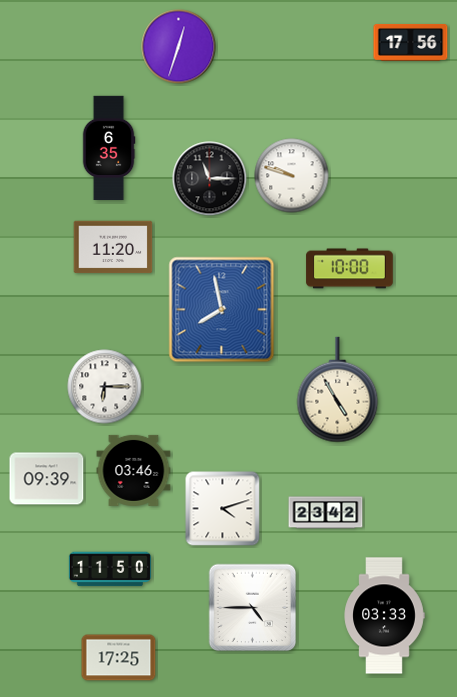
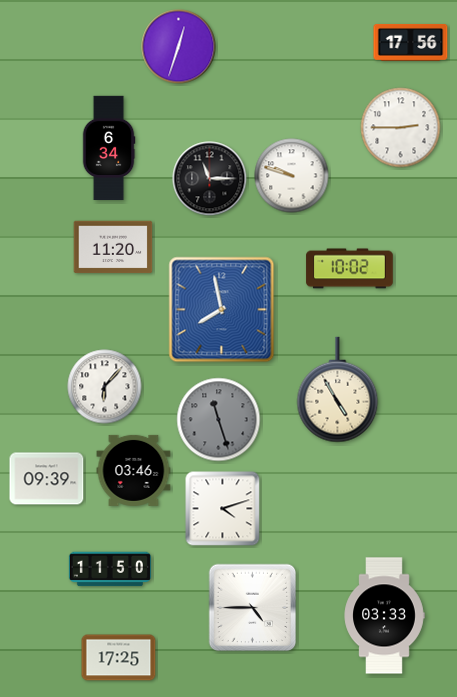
clock at (401, 128): none -> 2:45
clock at (109, 148): 6:35 -> 6:34
clock at (350, 269): 10:00 -> 10:02
clock at (105, 387): 6:15 -> 6:07
clock at (219, 420): none -> 11:27
clock at (326, 513): 23:42 -> none
